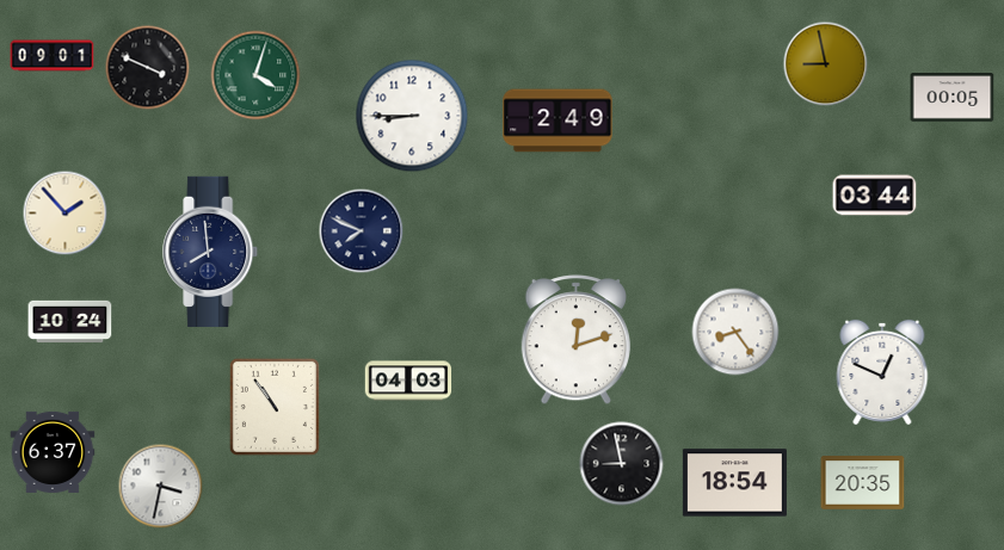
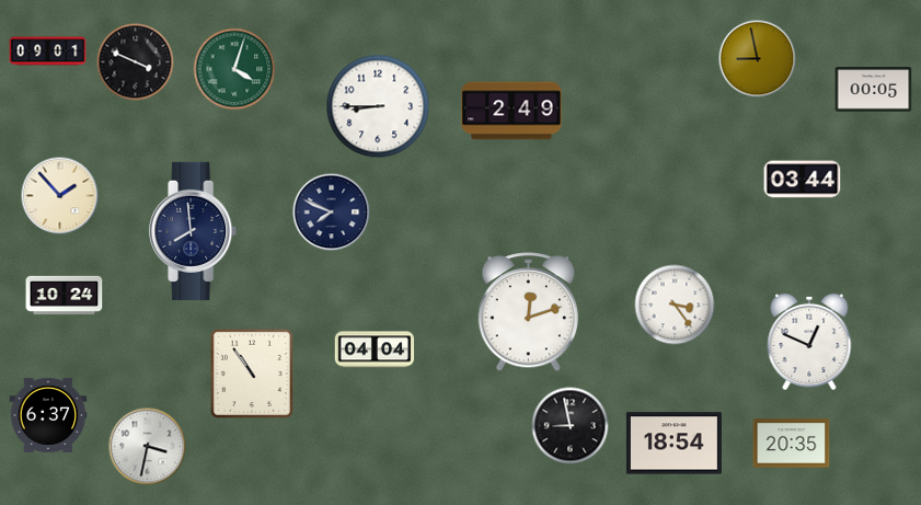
clock at (735, 332): 8:24 -> 3:24
clock at (408, 381): 04:03 -> 04:04
